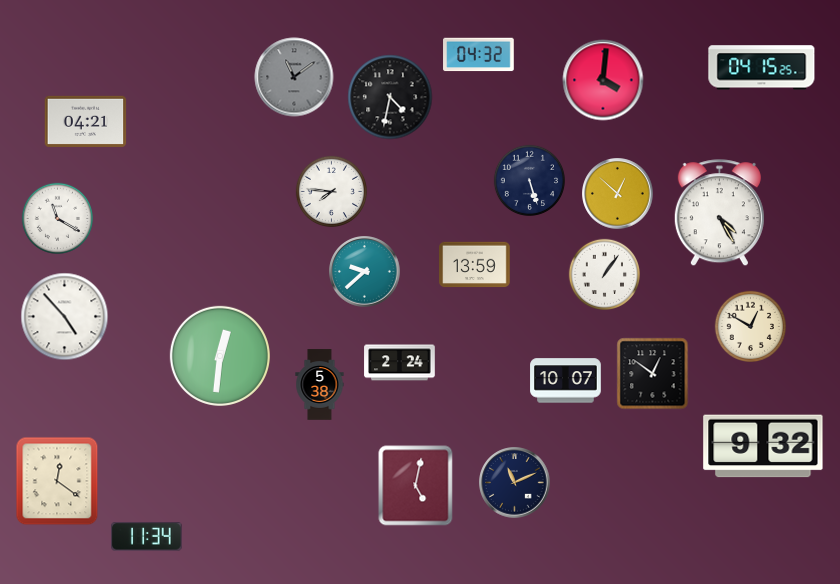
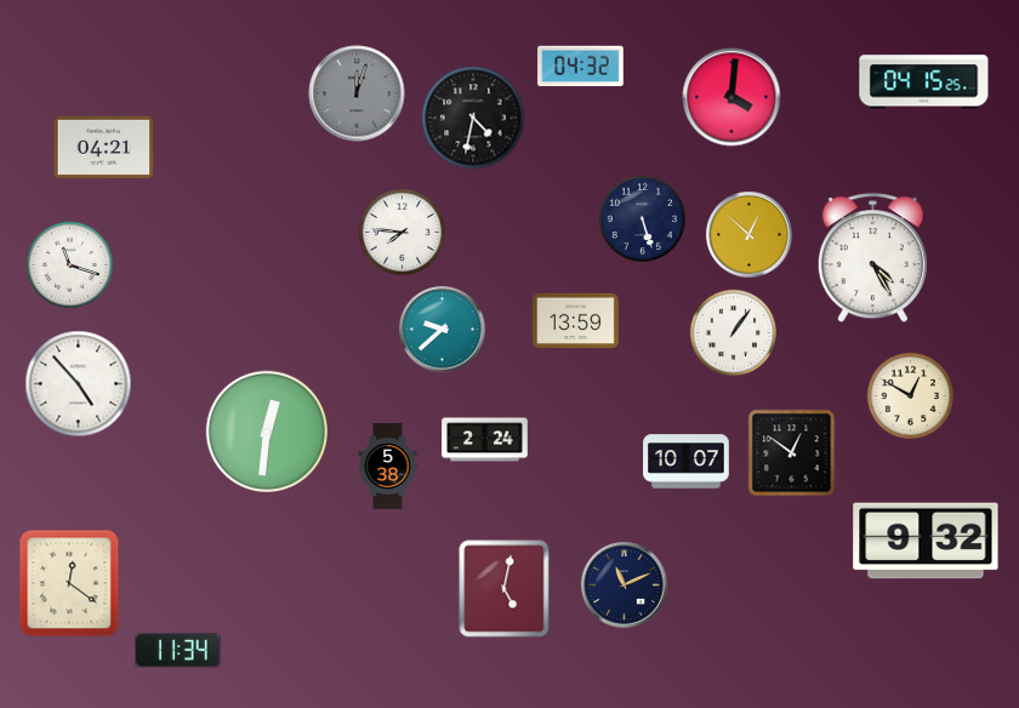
clock at (294, 77): 11:09 -> 12:03
clock at (57, 218): 11:20 -> 11:18
